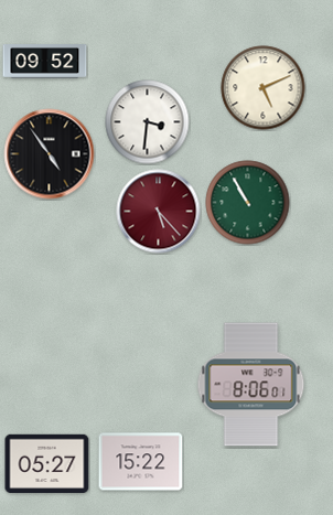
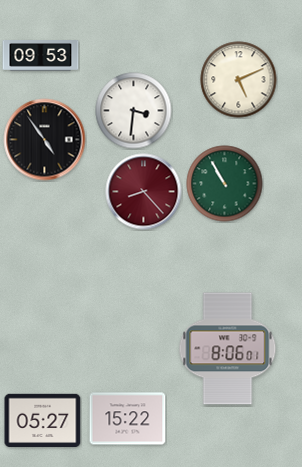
clock at (45, 62): 09:52 -> 09:53
clock at (159, 212): 5:23 -> 8:23
